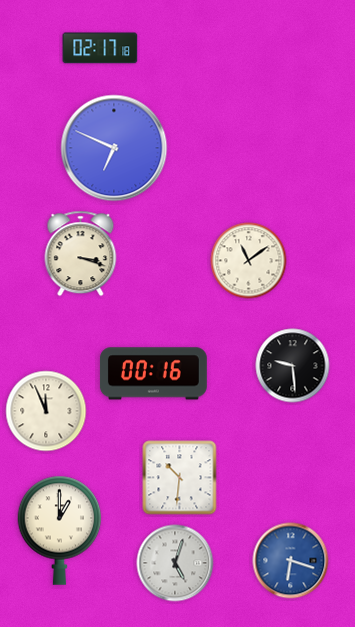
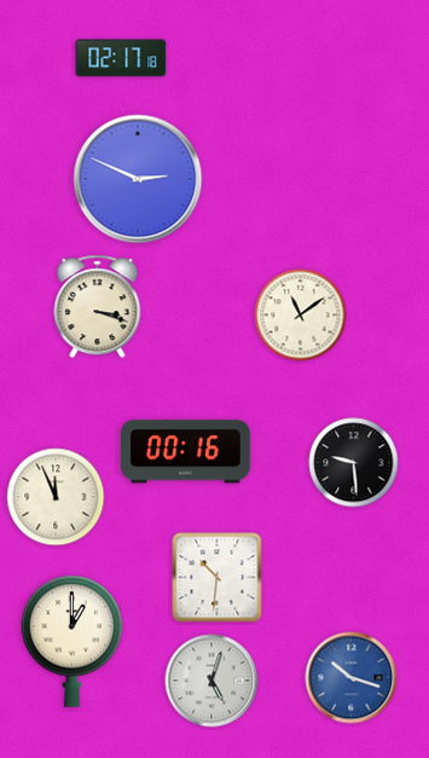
clock at (114, 148): 6:49 -> 2:49
clock at (293, 366) position: (293, 366) -> (354, 463)
clock at (291, 561): 6:18 -> 10:18
